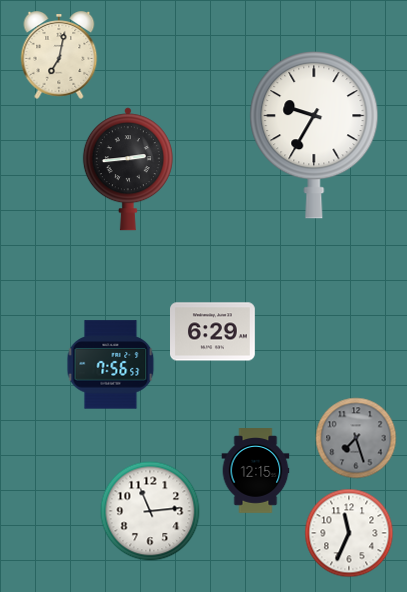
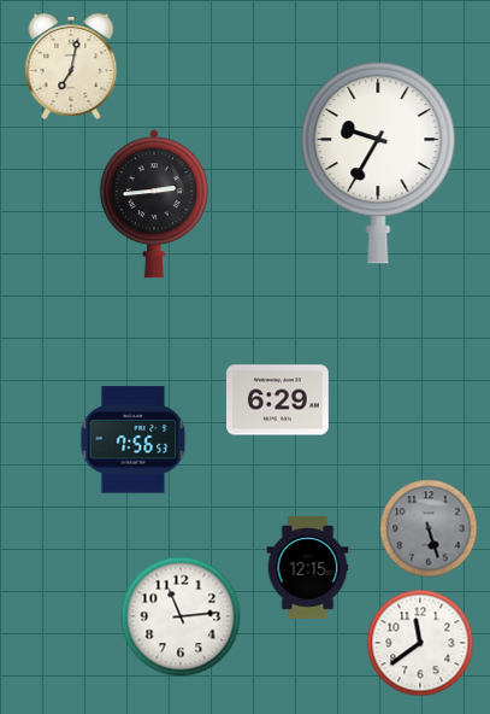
clock at (213, 332) position: (213, 332) -> (278, 400)
clock at (356, 438): 7:27 -> 5:27
clock at (349, 533): 11:34 -> 11:39
